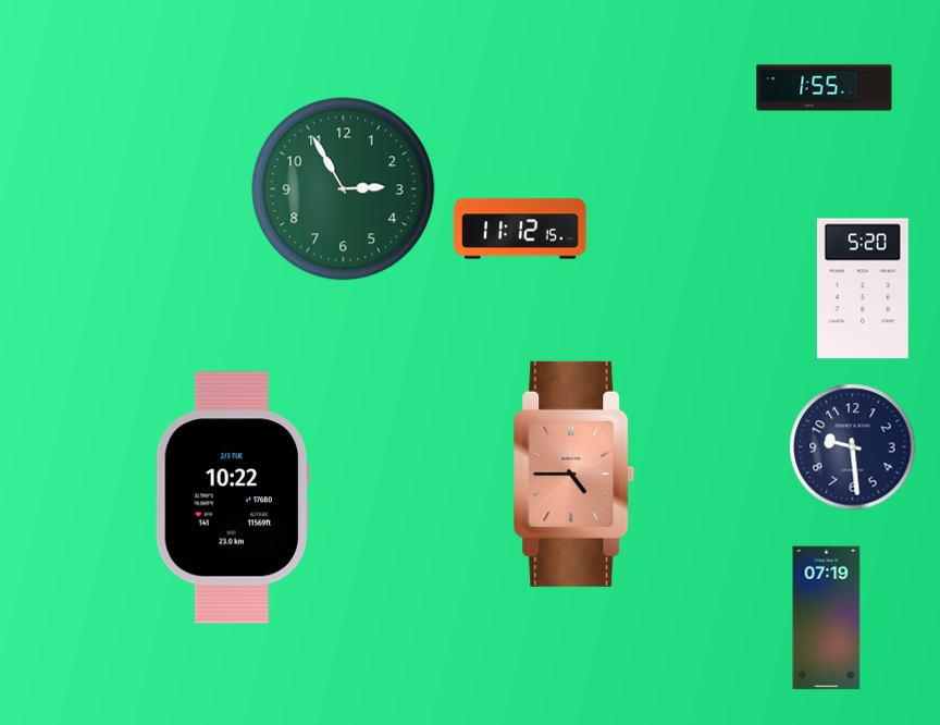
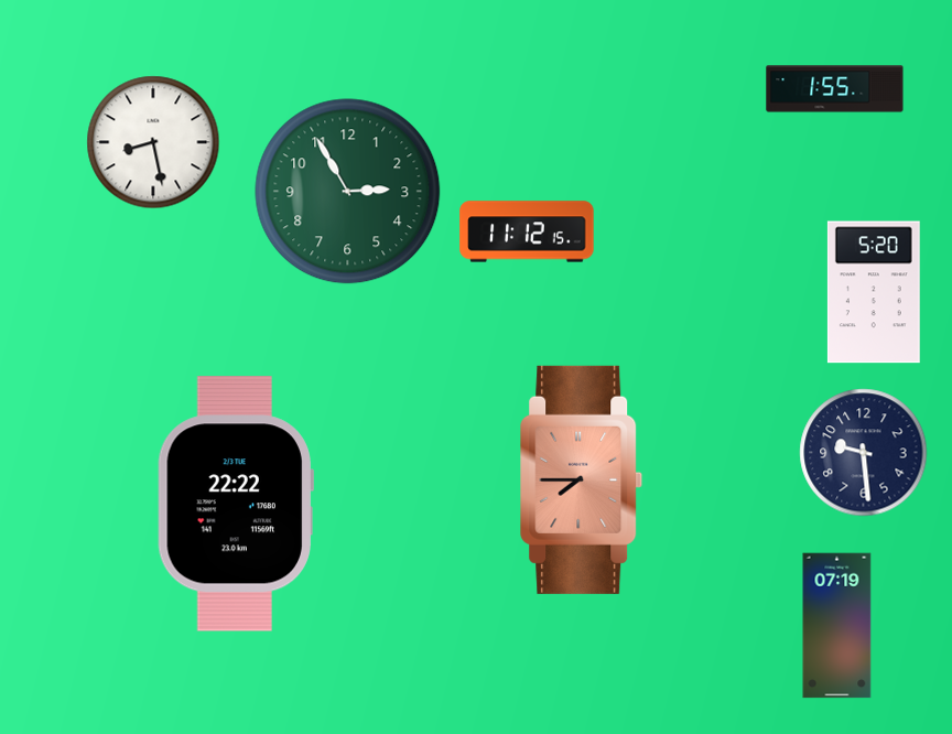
clock at (153, 142): none -> 8:28
clock at (574, 474): 4:45 -> 7:45
clock at (232, 497): 10:22 -> 22:22
